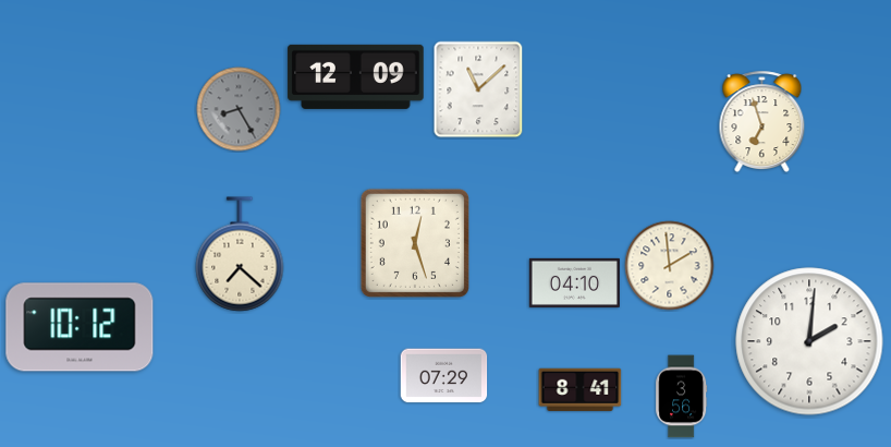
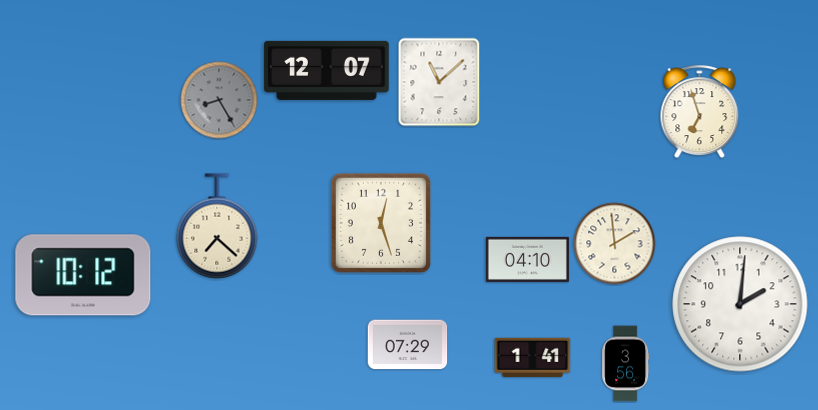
clock at (356, 76): 12:09 -> 12:07
clock at (240, 254) position: (240, 254) -> (217, 226)
clock at (80, 327) position: (80, 327) -> (83, 275)
clock at (809, 341) position: (809, 341) -> (740, 304)
clock at (581, 389): 8:41 -> 1:41
